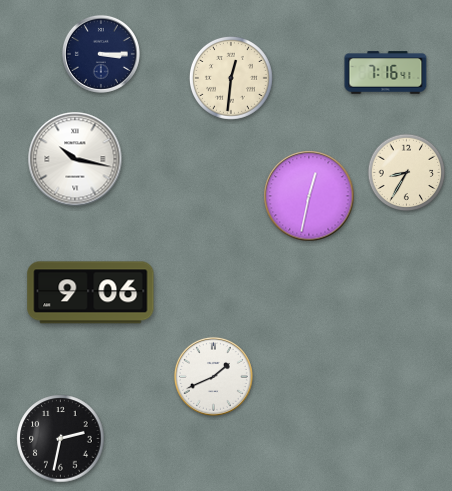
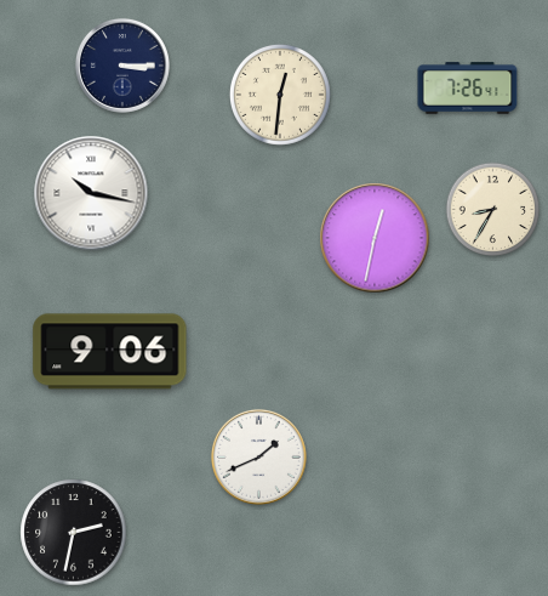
clock at (386, 73): 7:16 -> 7:26
clock at (91, 293) position: (91, 293) -> (110, 352)
